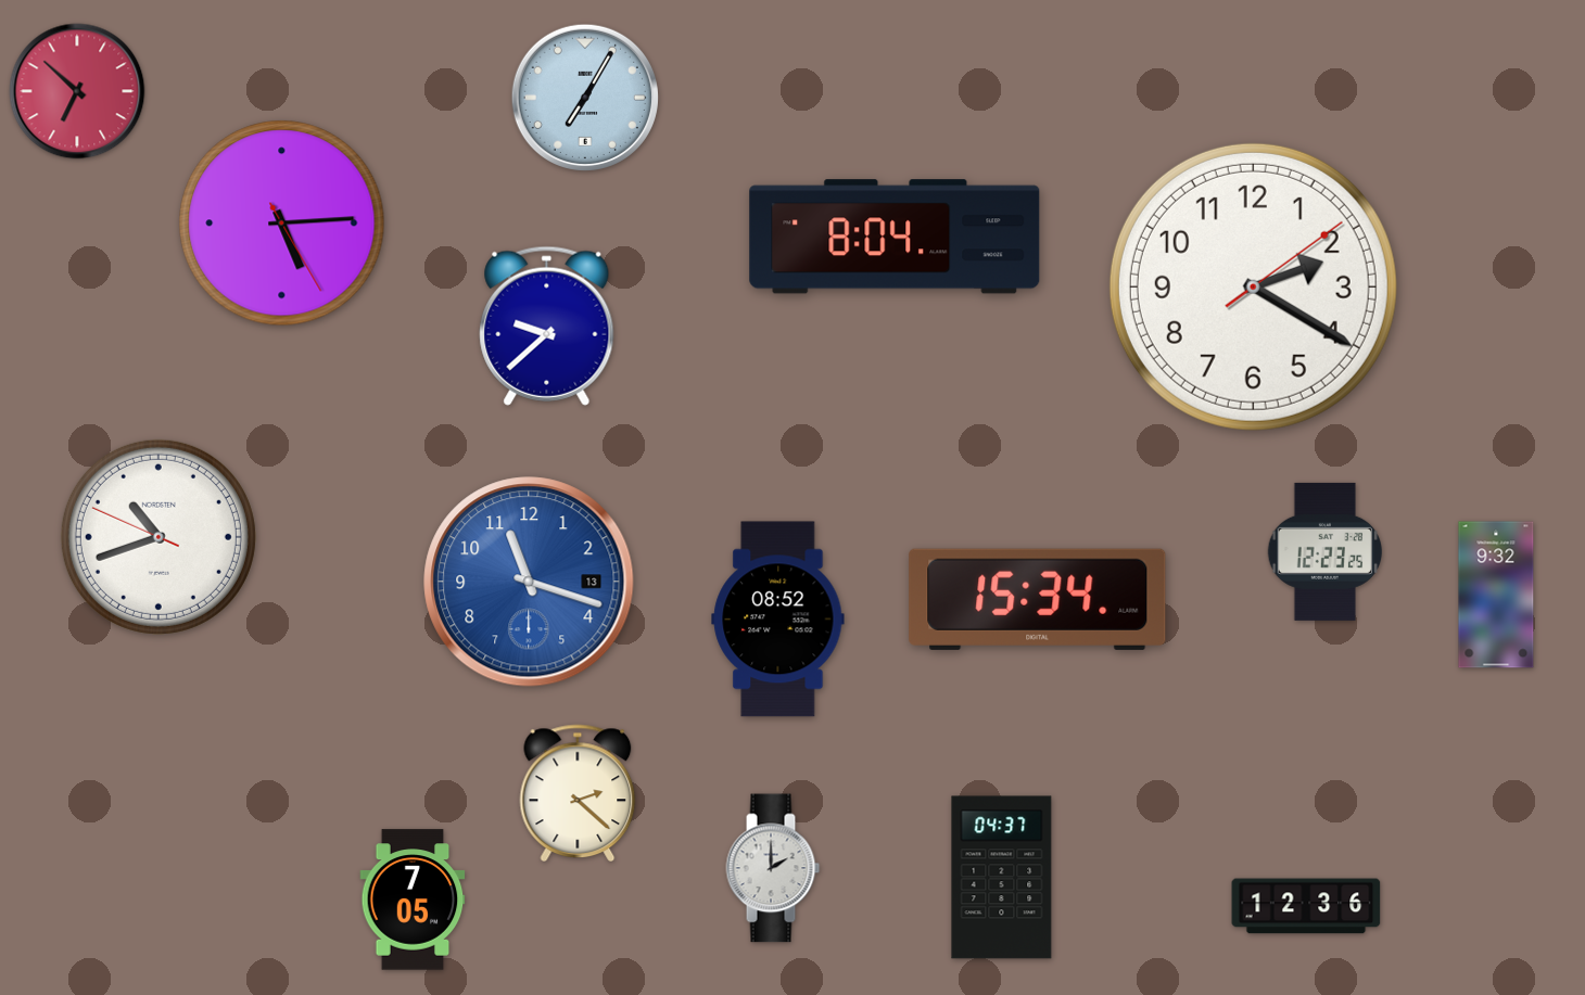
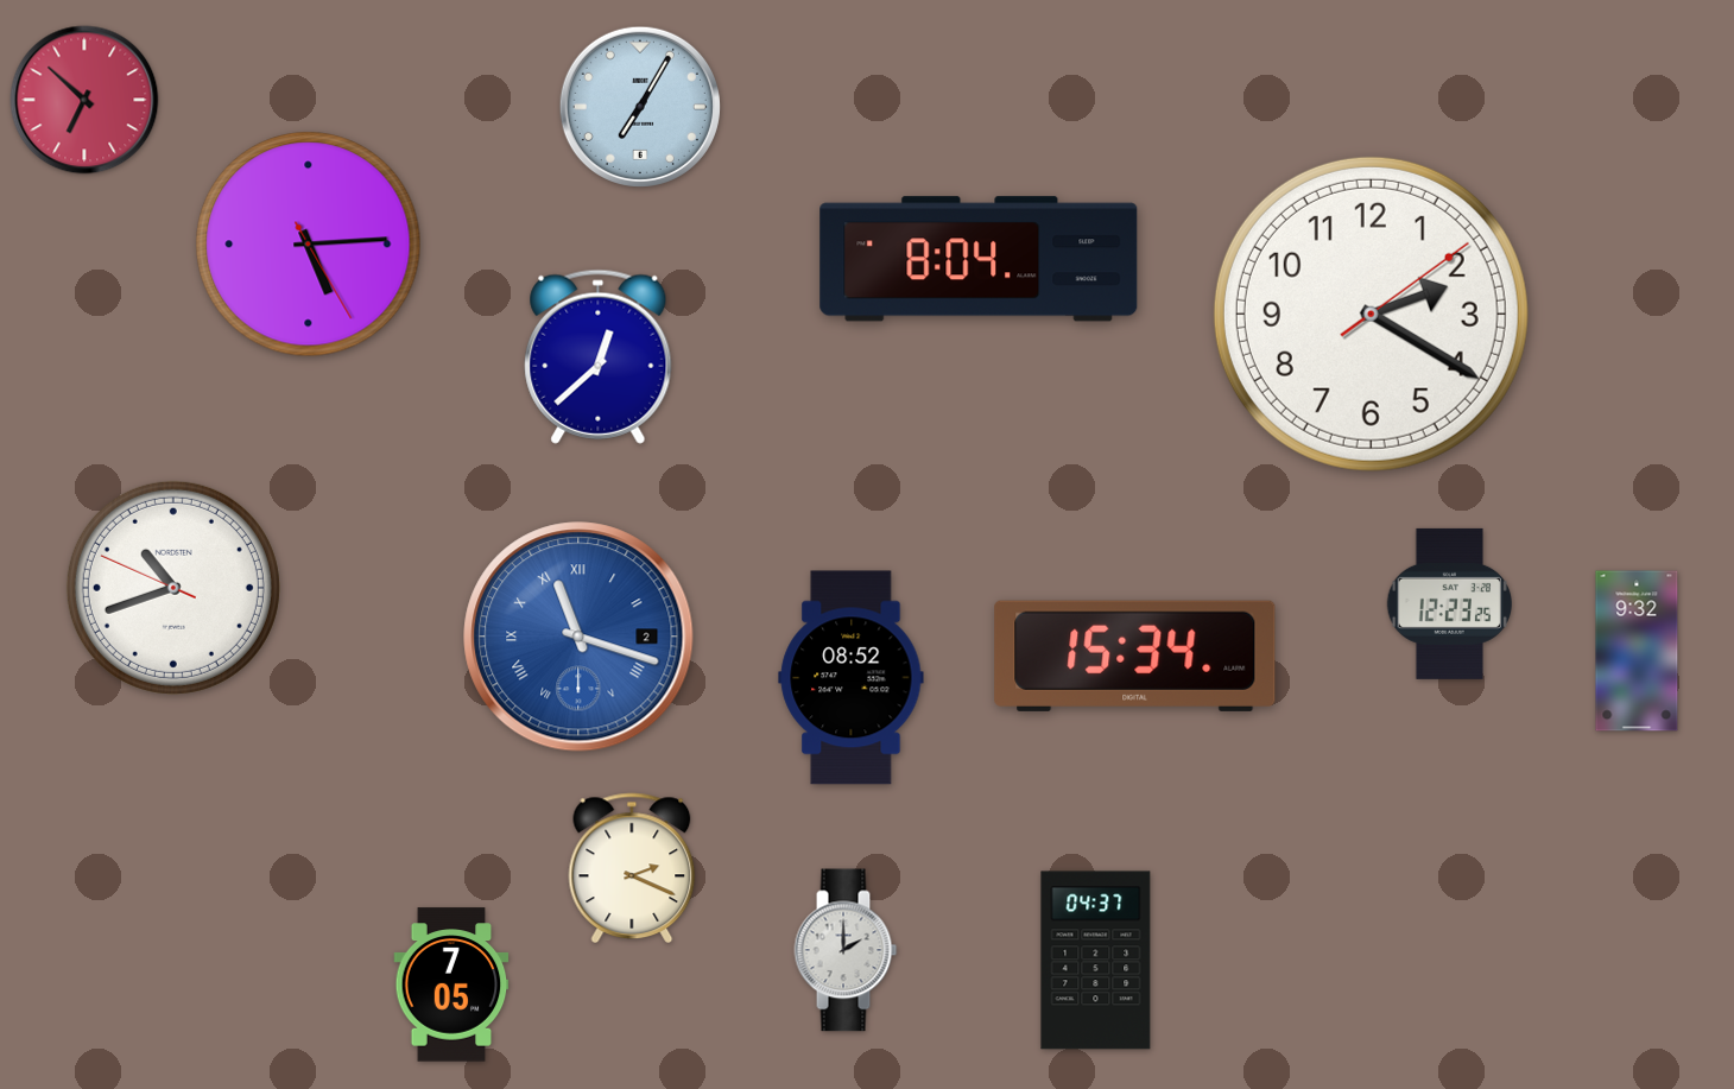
clock at (547, 326): 9:38 -> 12:38
clock at (529, 582) date: 13 -> 2
clock at (529, 582) numerals: Arabic -> Roman
clock at (578, 792): 2:22 -> 2:19
clock at (1306, 906): 12:36 -> none
